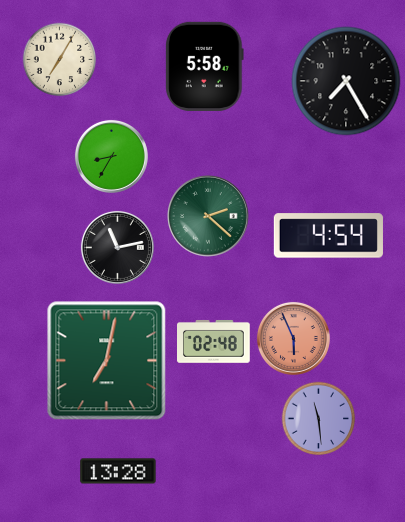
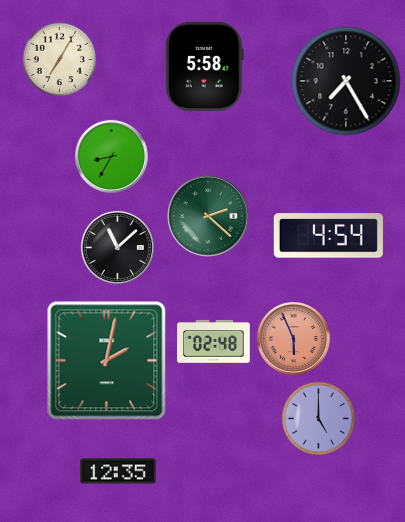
clock at (117, 247): 11:13 -> 11:08
clock at (107, 361): 7:02 -> 2:02
clock at (319, 419): 11:29 -> 5:00
clock at (118, 471): 13:28 -> 12:35
